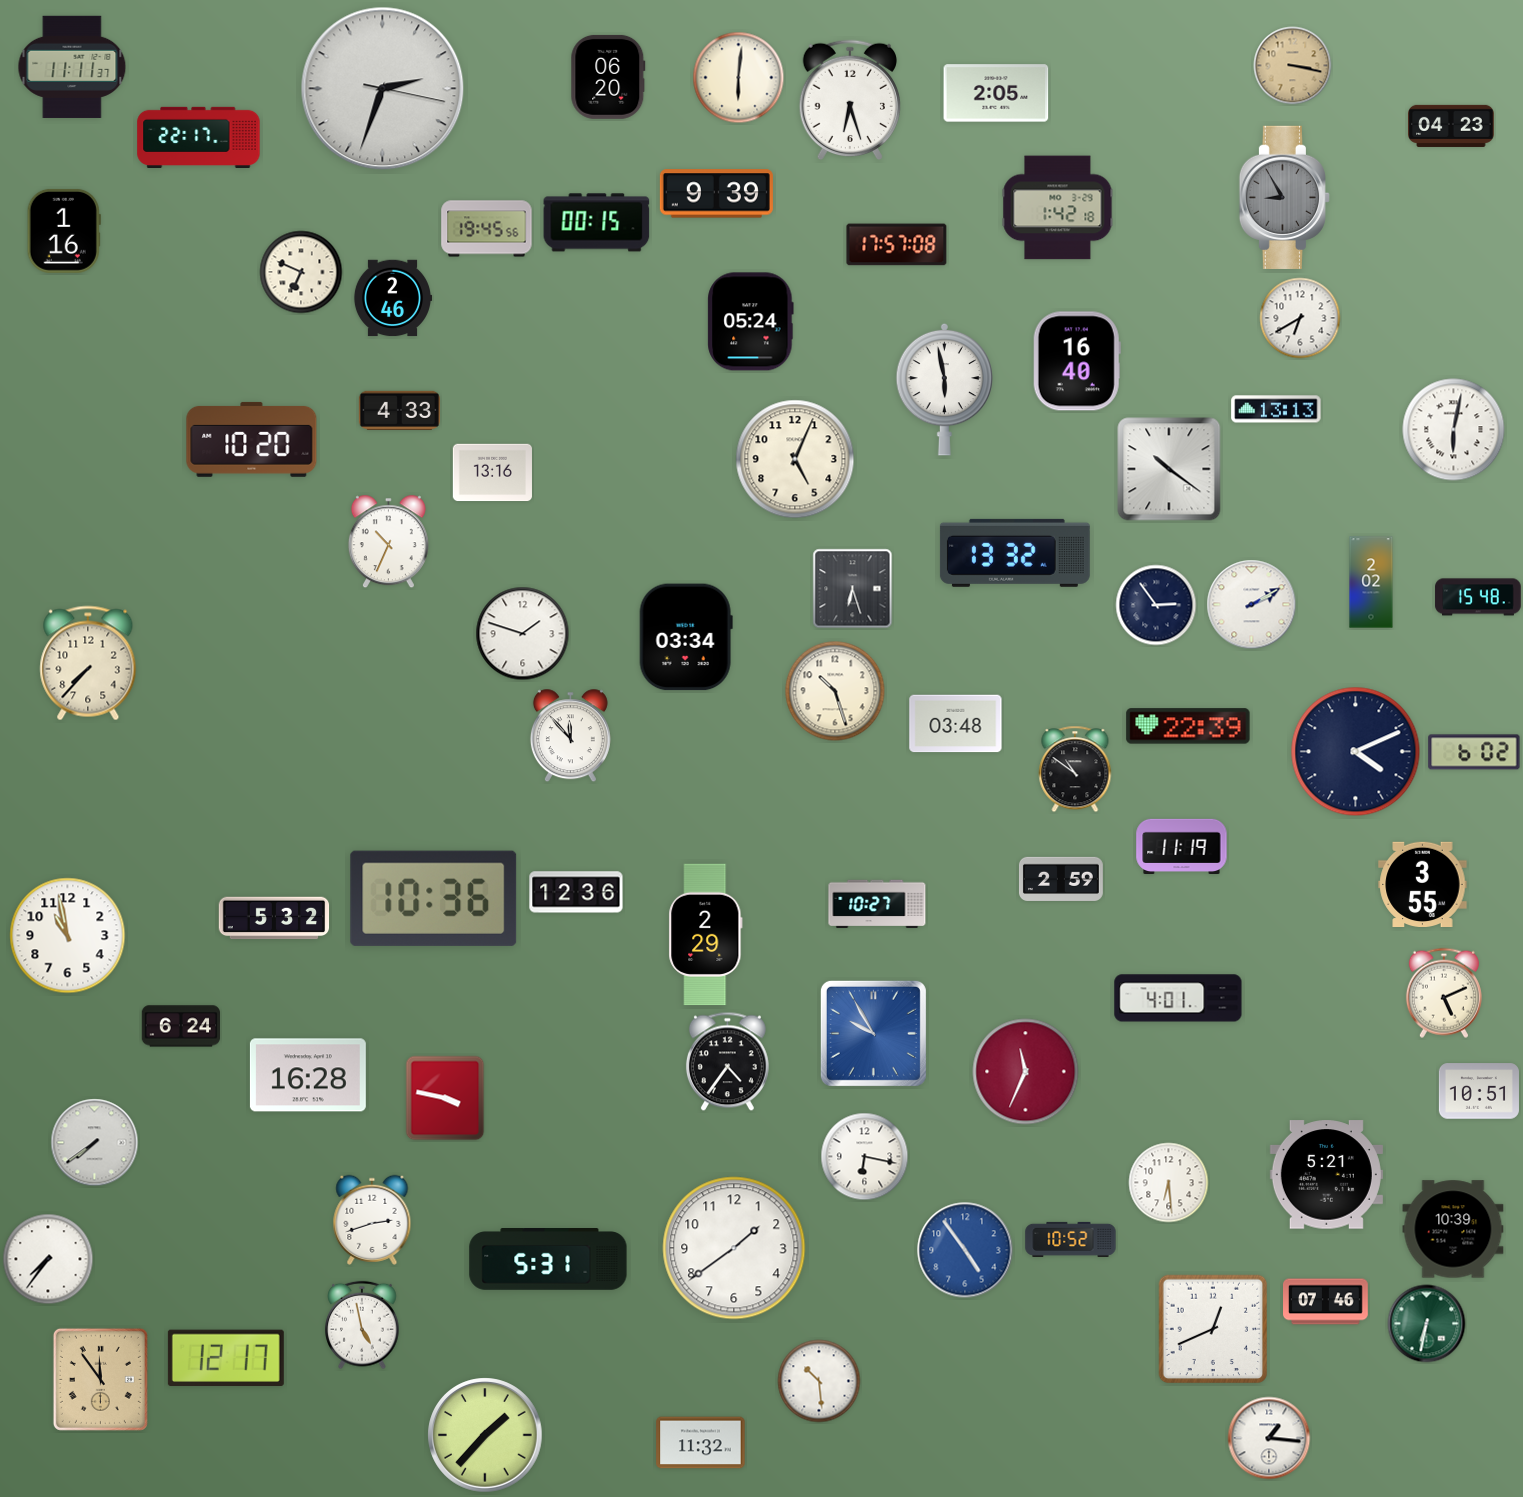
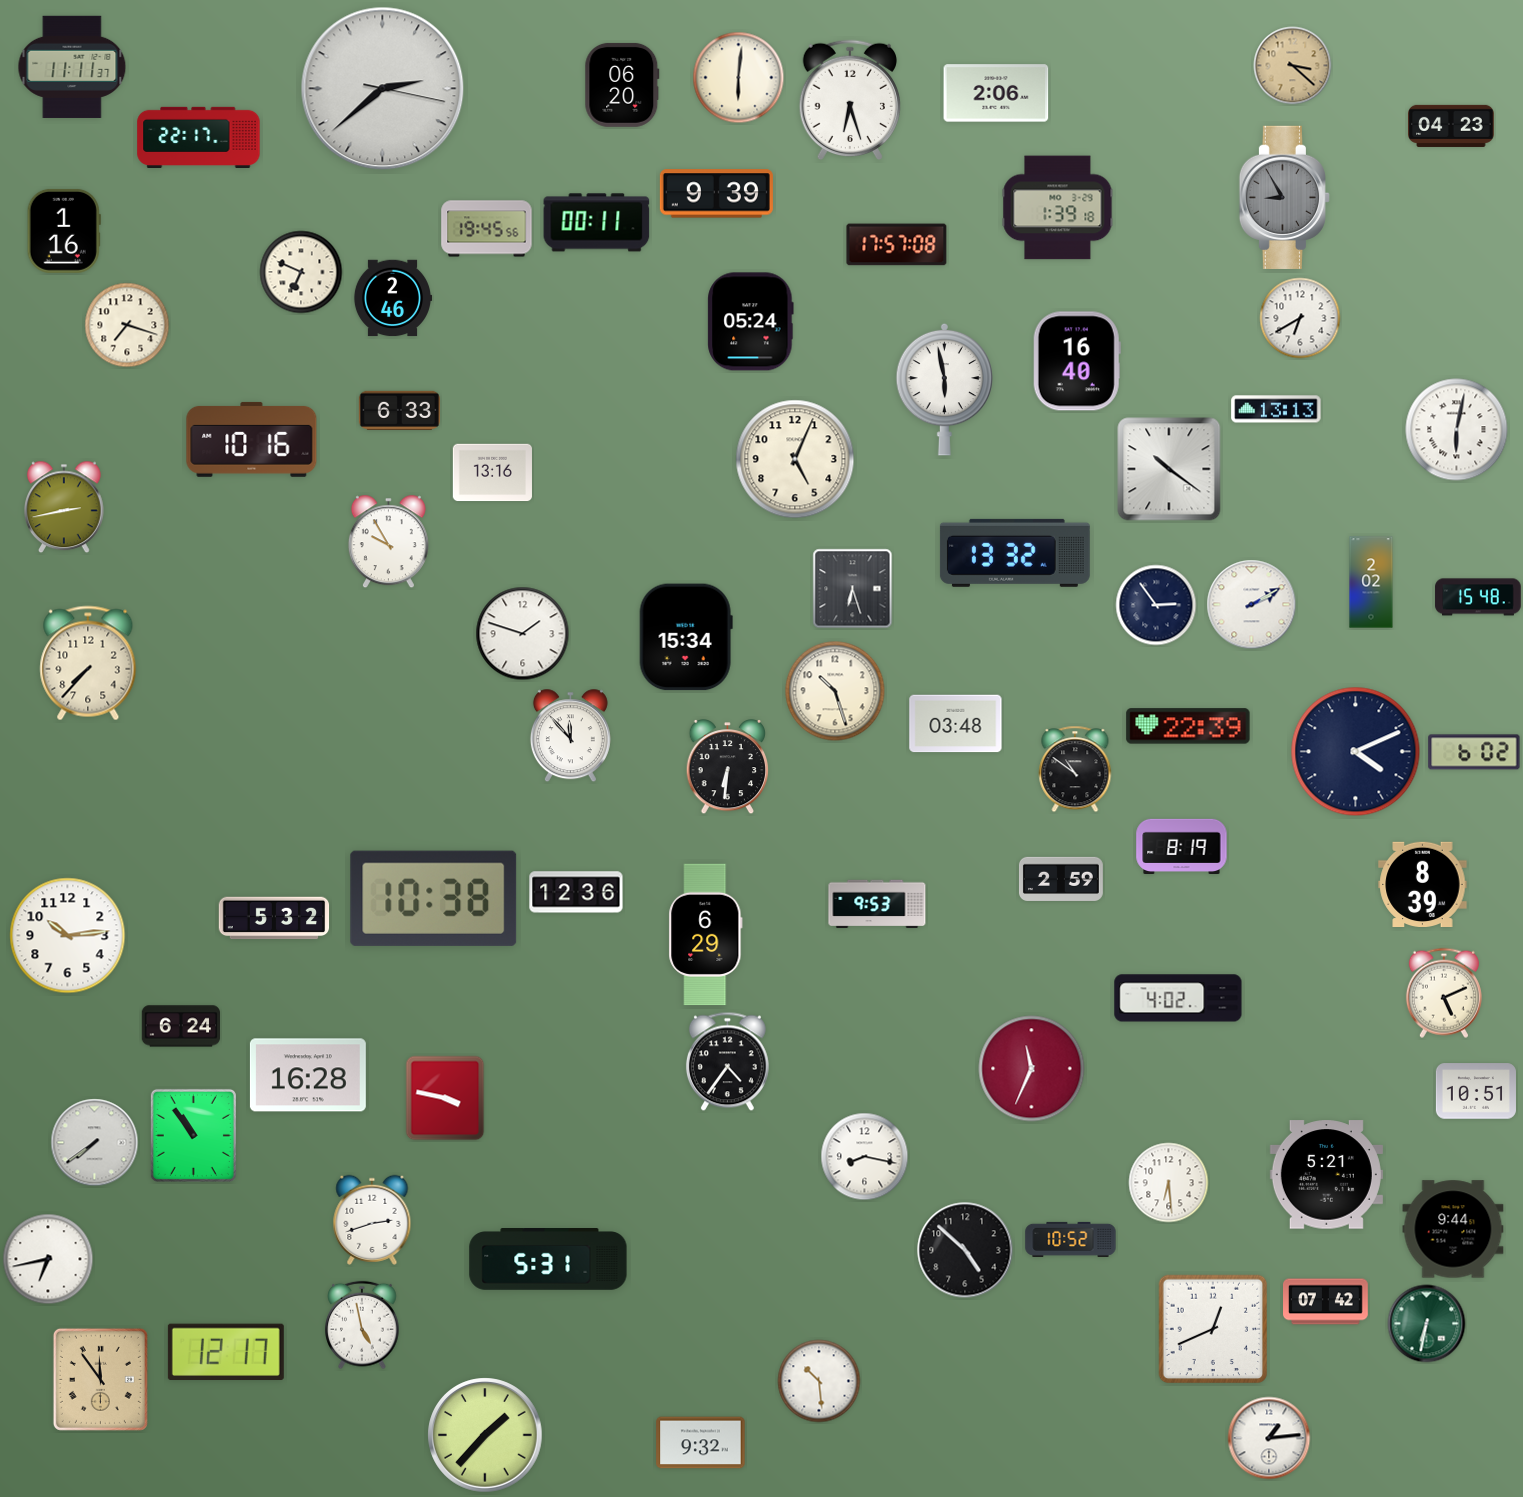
clock at (1293, 66): 3:17 -> 3:22
clock at (608, 77) position: (608, 77) -> (622, 85)
clock at (383, 89): 2:33 -> 2:38
clock at (996, 93): 2:05 -> 2:06
clock at (1058, 208): 1:42 -> 1:39
clock at (597, 223): 00:15 -> 00:11
clock at (127, 325): none -> 7:18
clock at (399, 410): 4:33 -> 6:33
clock at (1454, 430) position: (1454, 430) -> (1457, 430)
clock at (252, 439): 10:20 -> 10:16
clock at (65, 507): none -> 2:43
clock at (388, 542): 10:34 -> 9:55
clock at (686, 637): 03:34 -> 15:34
clock at (728, 768): none -> 6:31
clock at (1182, 846): 11:19 -> 8:19
clock at (1423, 884): 3:55 -> 8:39
clock at (434, 898): 10:36 -> 10:38
clock at (877, 904): 10:27 -> 9:53
clock at (706, 935): 2:29 -> 6:29
clock at (68, 936): 10:58 -> 10:14
clock at (1178, 998): 4:01 -> 4:02
clock at (873, 1033): 9:55 -> none
clock at (1026, 1072) position: (1026, 1072) -> (1032, 1069)
clock at (1479, 1091) position: (1479, 1091) -> (1476, 1091)
clock at (193, 1135): none -> 10:54
clock at (865, 1157): 6:17 -> 8:17
clock at (1453, 1229): 10:39 -> 9:44
clock at (734, 1248): 1:39 -> none
clock at (965, 1250): 4:54 -> 4:52
clock at (965, 1250) dial: blue -> black
clock at (48, 1259): 7:36 -> 6:43
clock at (1326, 1302): 07:46 -> 07:42
clock at (226, 1357) position: (226, 1357) -> (226, 1351)
clock at (1269, 1438): 1:16 -> 1:14
clock at (701, 1443): 11:32 -> 9:32
